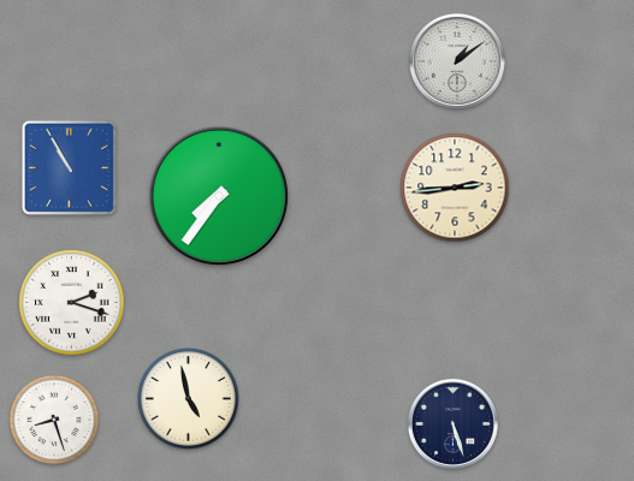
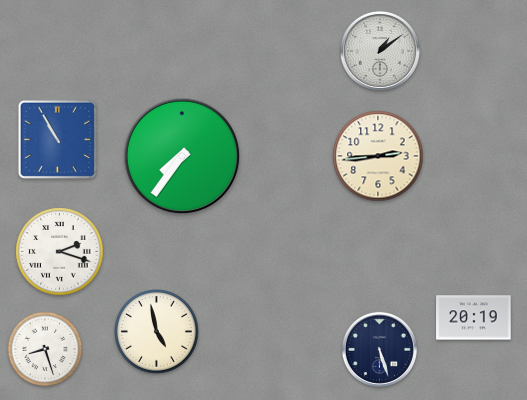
clock at (219, 196) position: (219, 196) -> (182, 156)
clock at (474, 318): none -> 20:19
clock at (452, 423) position: (452, 423) -> (379, 349)
